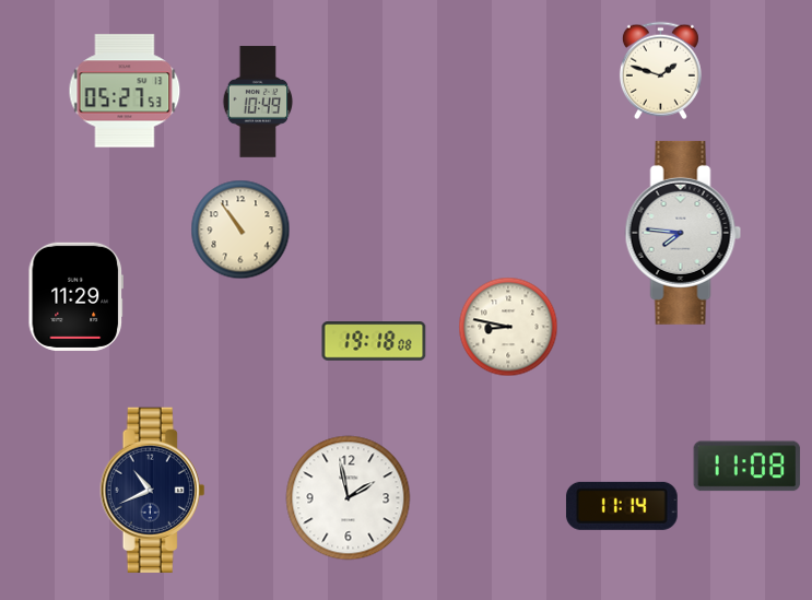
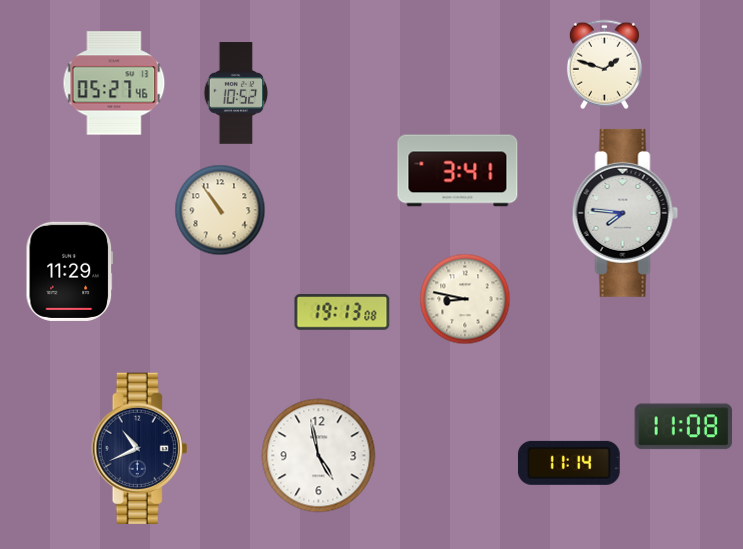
clock at (125, 91): 05:27:53 -> 05:27:46
clock at (258, 102): 10:49 -> 10:52
clock at (458, 171): none -> 3:41
clock at (374, 341): 19:18 -> 19:13
clock at (349, 498): 1:58 -> 4:58
